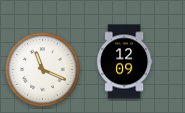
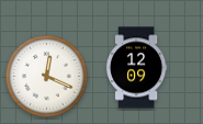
clock at (43, 70): 11:19 -> 12:19
